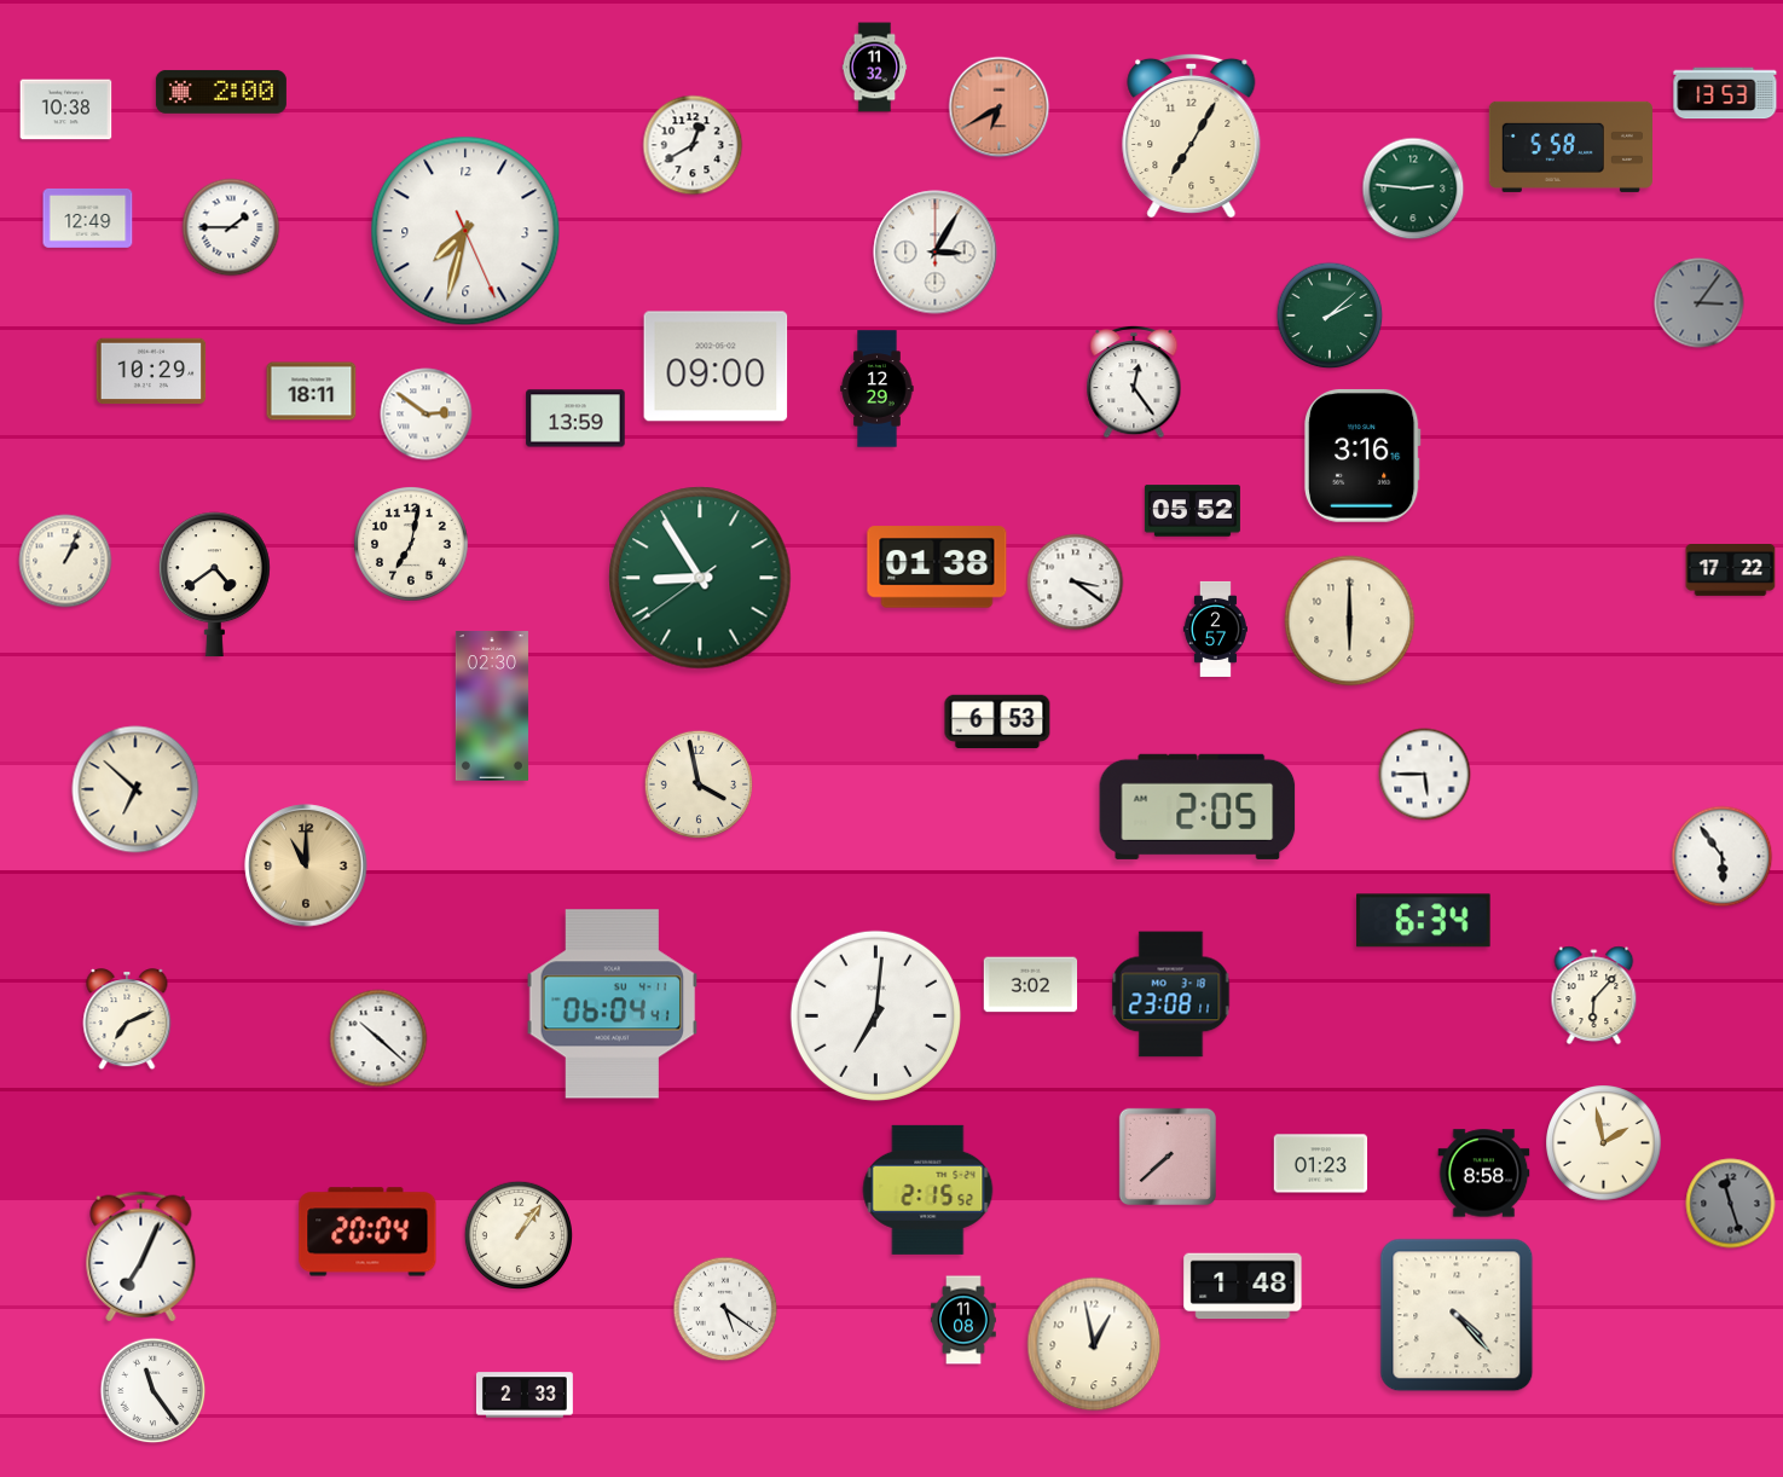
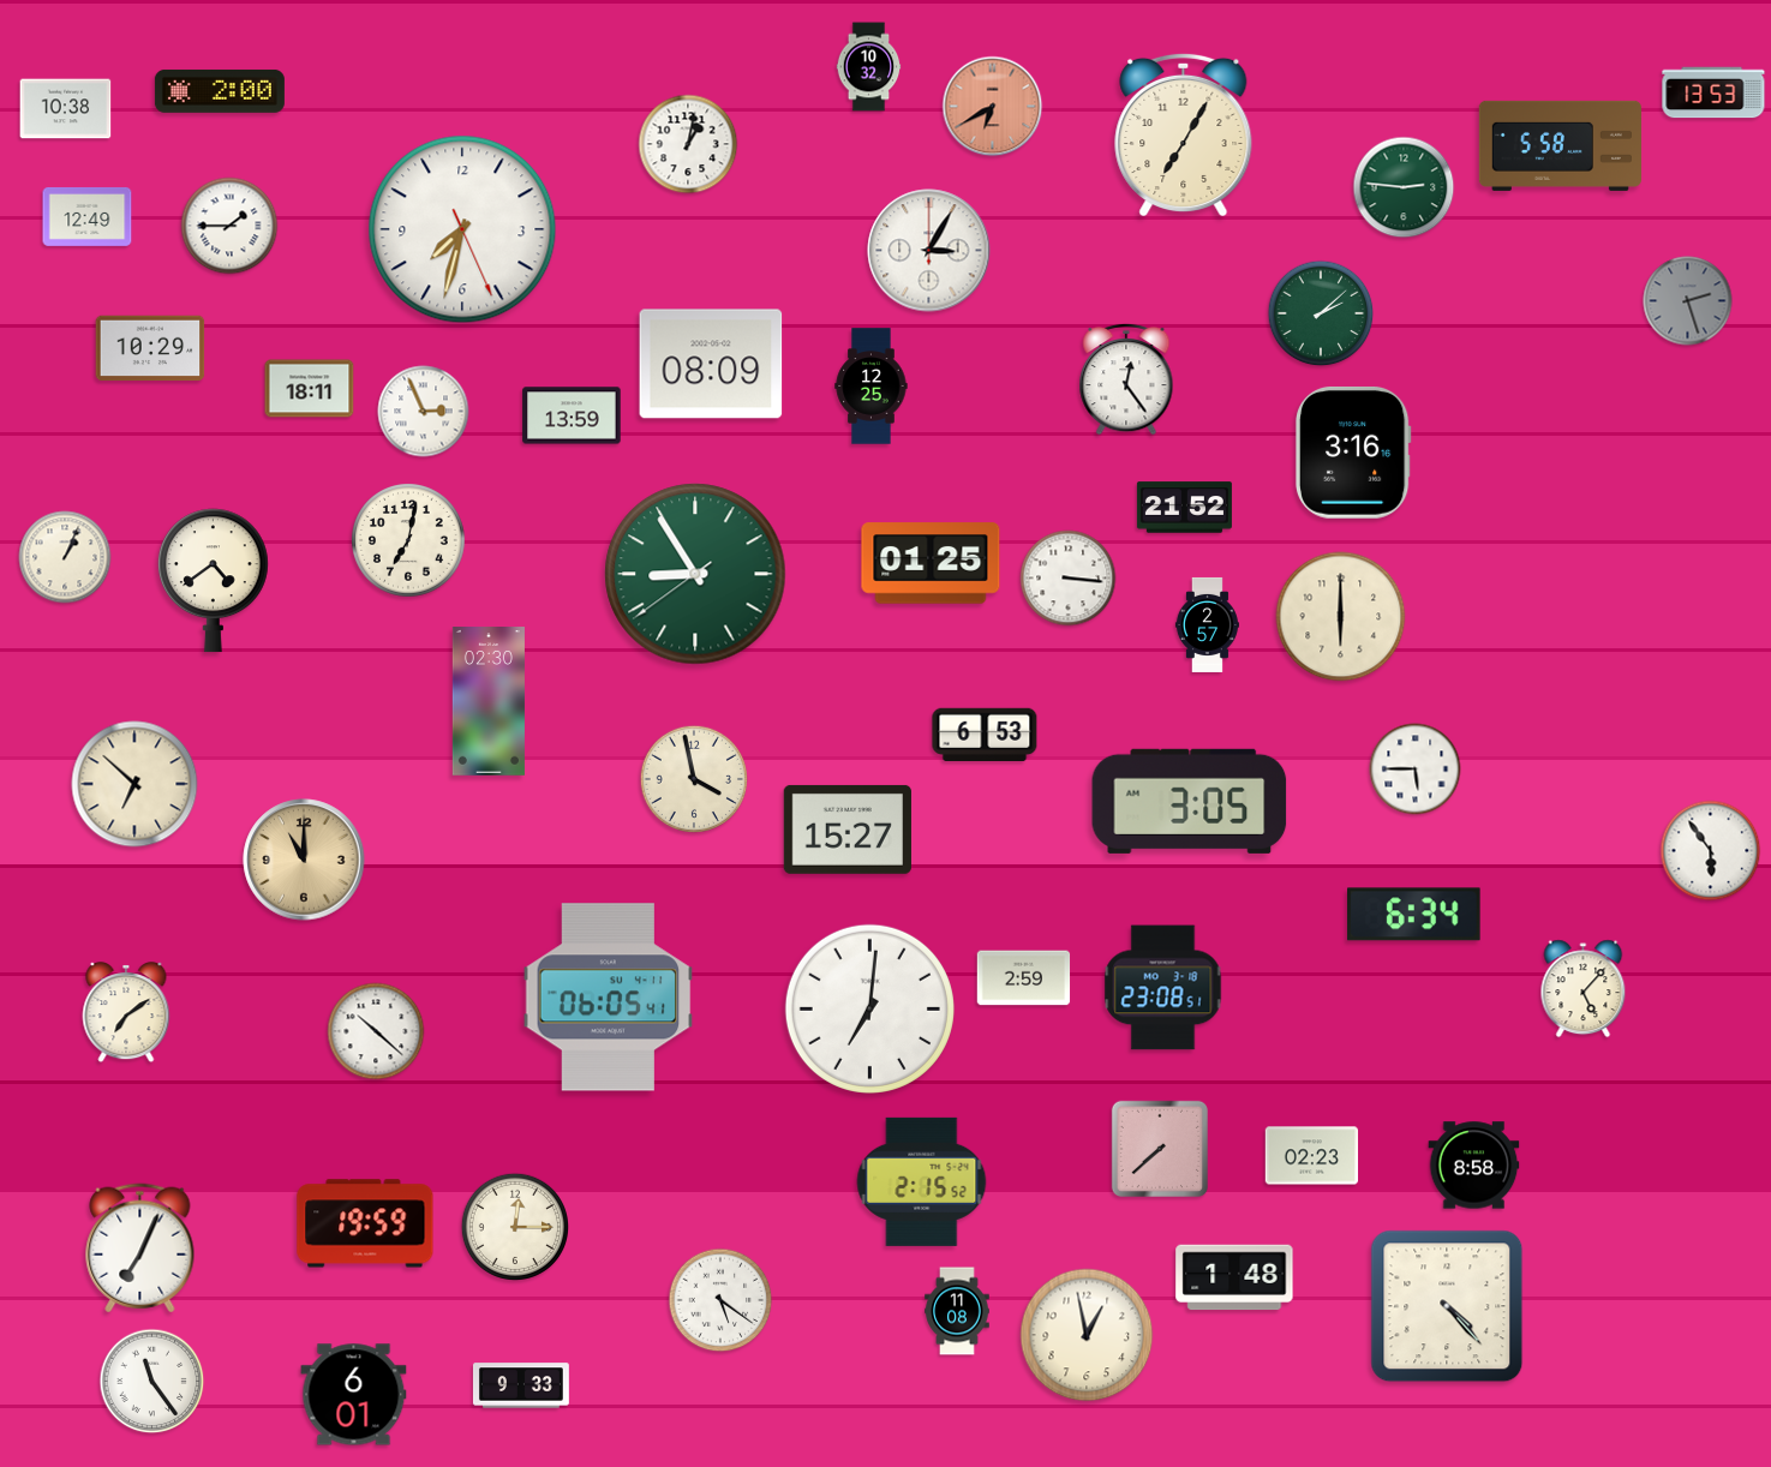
clock at (875, 68): 11:32 -> 10:32
clock at (693, 145): 12:40 -> 1:02
clock at (1700, 303): 3:06 -> 2:27
clock at (716, 366): 09:00 -> 08:09
clock at (151, 371) position: (151, 371) -> (150, 348)
clock at (878, 389): 12:29 -> 12:25
clock at (427, 415): 2:51 -> 2:56
clock at (1192, 511): 05:52 -> 21:52
clock at (937, 567): 01:38 -> 01:25
clock at (1731, 570): 17:22 -> none
clock at (1076, 583): 3:21 -> 3:16
clock at (997, 720) position: (997, 720) -> (985, 733)
clock at (1198, 806): 2:05 -> 3:05
clock at (848, 830): none -> 15:27
clock at (1031, 985): 3:02 -> 2:59
clock at (1171, 995): 23:08:11 -> 23:08:51
clock at (1594, 996): 6:07 -> 5:07
clock at (613, 1004): 06:04 -> 06:05
clock at (127, 1020): 7:11 -> 7:09
clock at (1604, 1143): 1:58 -> none
clock at (1321, 1164): 01:23 -> 02:23
clock at (1731, 1204): 11:27 -> none
clock at (367, 1232): 20:04 -> 19:59
clock at (517, 1234): 1:06 -> 12:15
clock at (525, 1395): 2:33 -> 9:33
clock at (354, 1395): none -> 6:01
